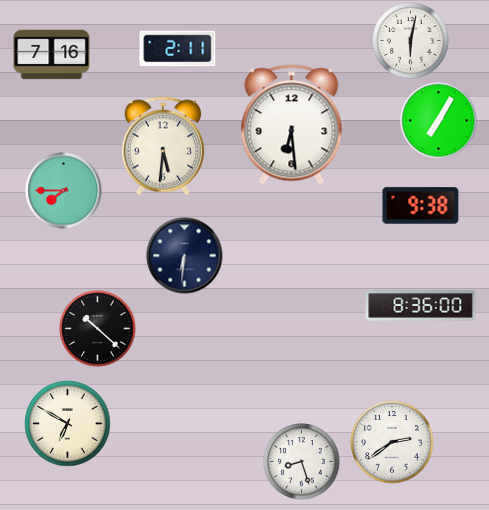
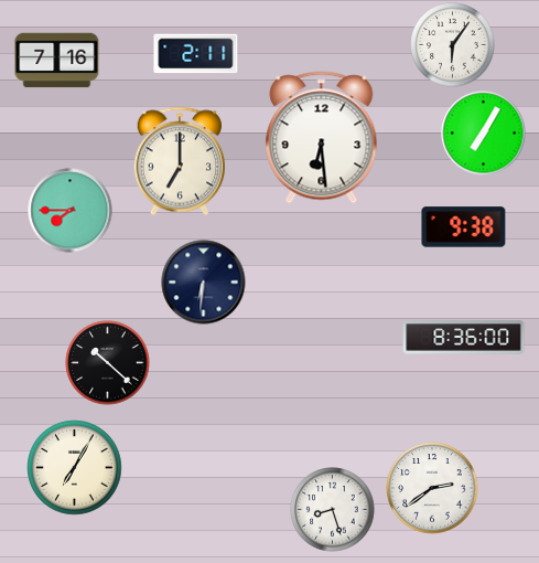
clock at (411, 41): 6:02 -> 6:06
clock at (163, 146): 5:31 -> 7:00
clock at (68, 424): 6:50 -> 7:05
